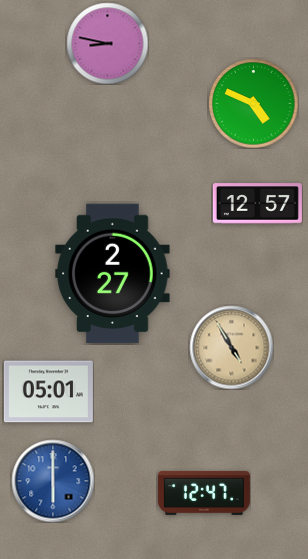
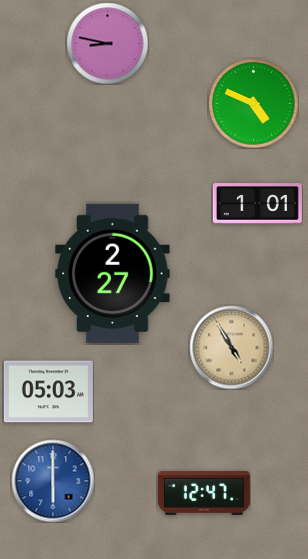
clock at (257, 204): 12:57 -> 1:01
clock at (48, 392): 05:01 -> 05:03
